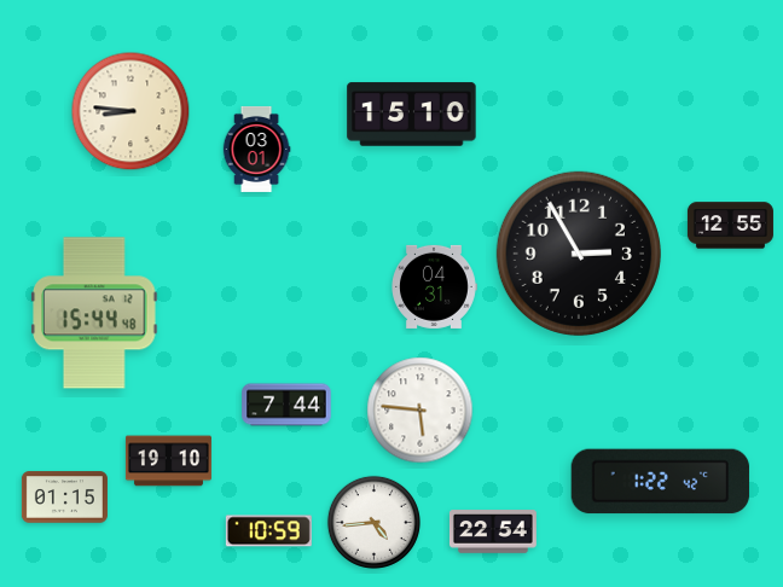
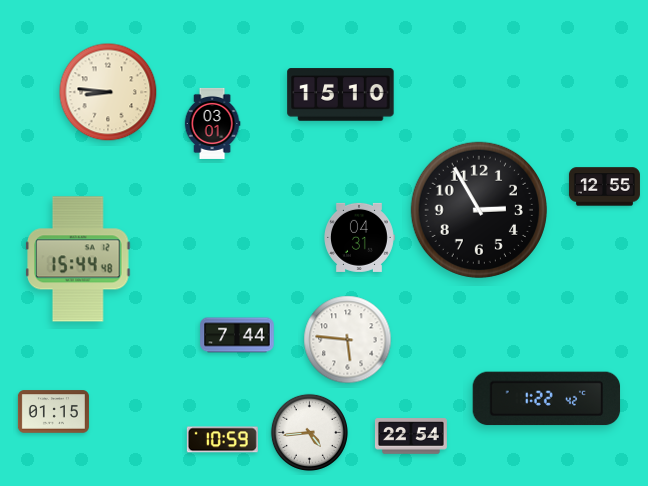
clock at (168, 461): 19:10 -> none
clock at (493, 531) position: (493, 531) -> (411, 436)
